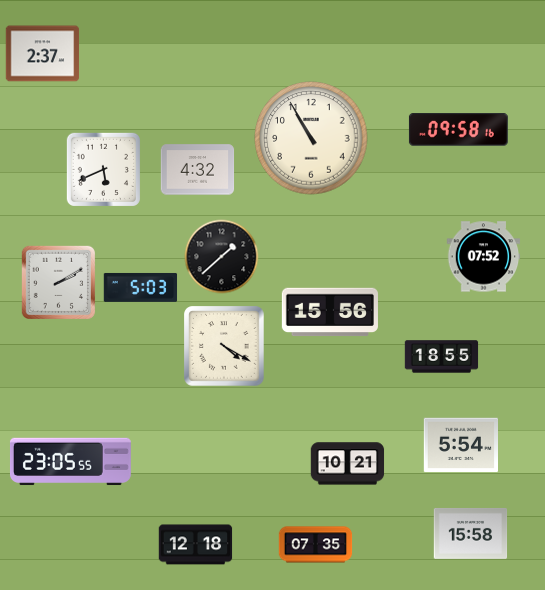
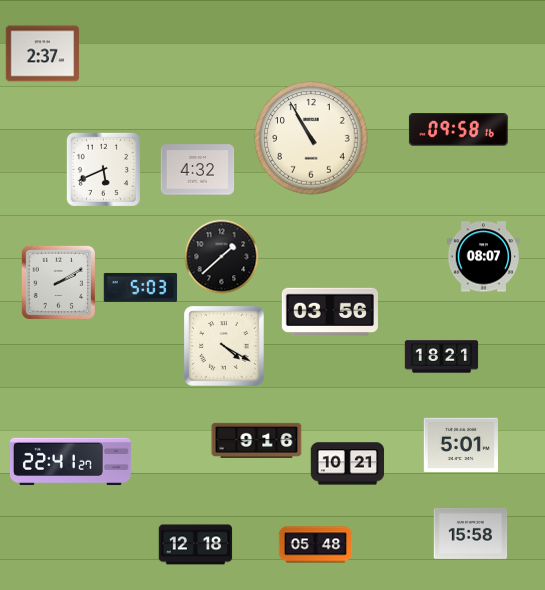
clock at (484, 257): 07:52 -> 08:07
clock at (330, 312): 15:56 -> 03:56
clock at (442, 357): 18:55 -> 18:21
clock at (257, 440): none -> 9:16
clock at (460, 445): 5:54 -> 5:01
clock at (70, 462): 23:05 -> 22:41
clock at (316, 545): 07:35 -> 05:48
